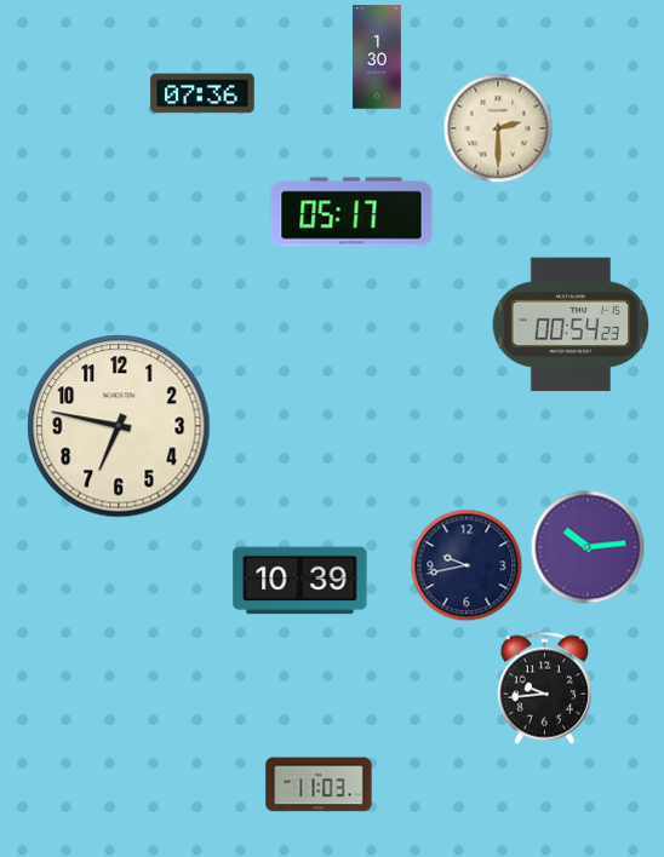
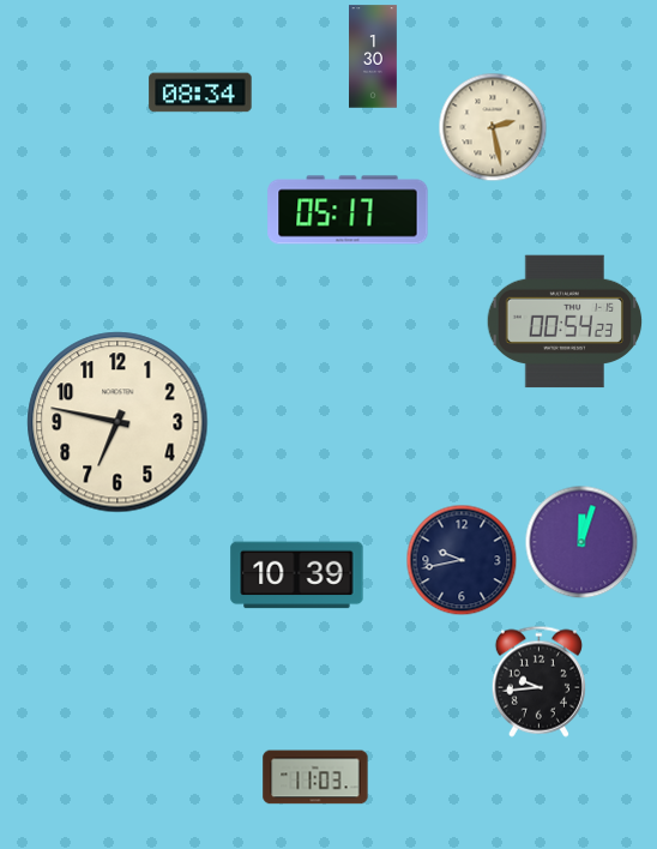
clock at (202, 93): 07:36 -> 08:34
clock at (498, 128): 2:30 -> 2:28
clock at (588, 547): 10:14 -> 12:03
